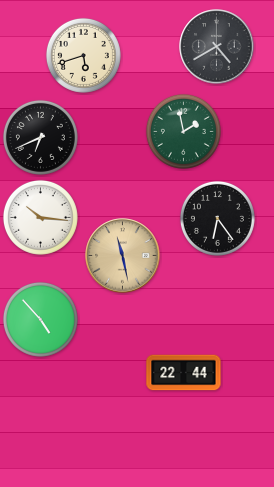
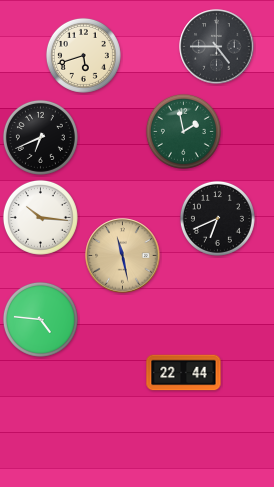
clock at (217, 47): 4:40 -> 4:45
clock at (217, 218): 6:24 -> 6:41
clock at (40, 319): 4:53 -> 4:46
